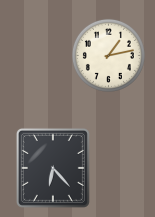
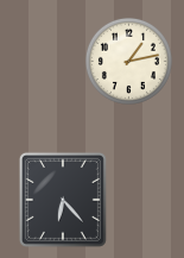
clock at (108, 55) position: (108, 55) -> (128, 61)
